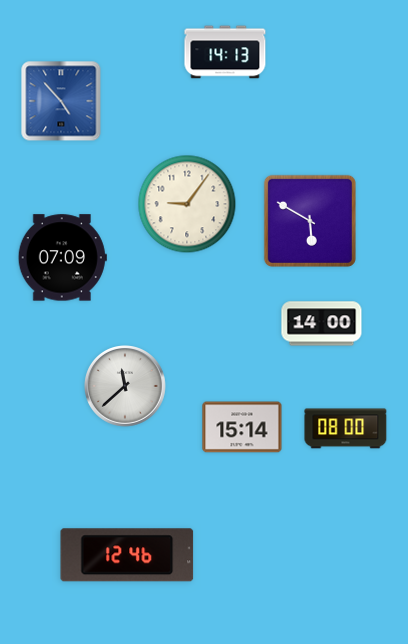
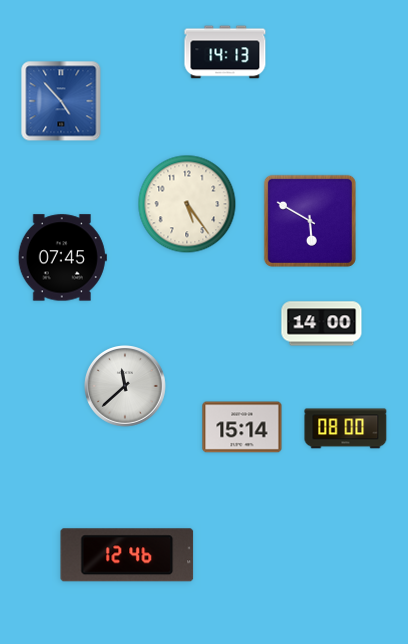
clock at (187, 204): 9:06 -> 5:24
clock at (62, 258): 07:09 -> 07:45
